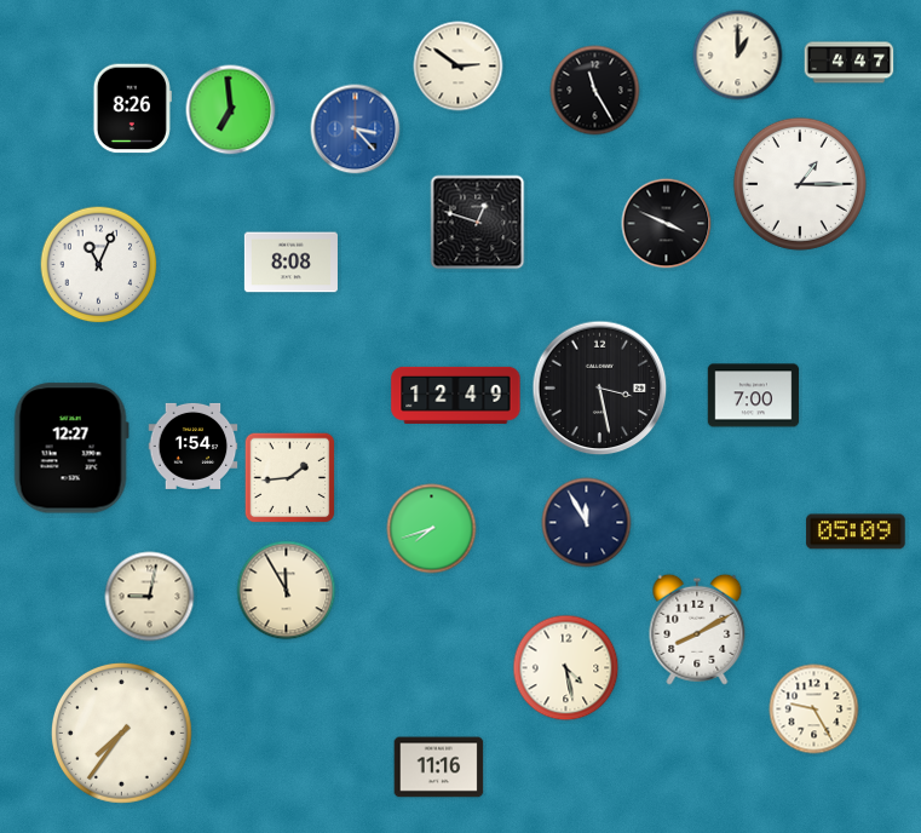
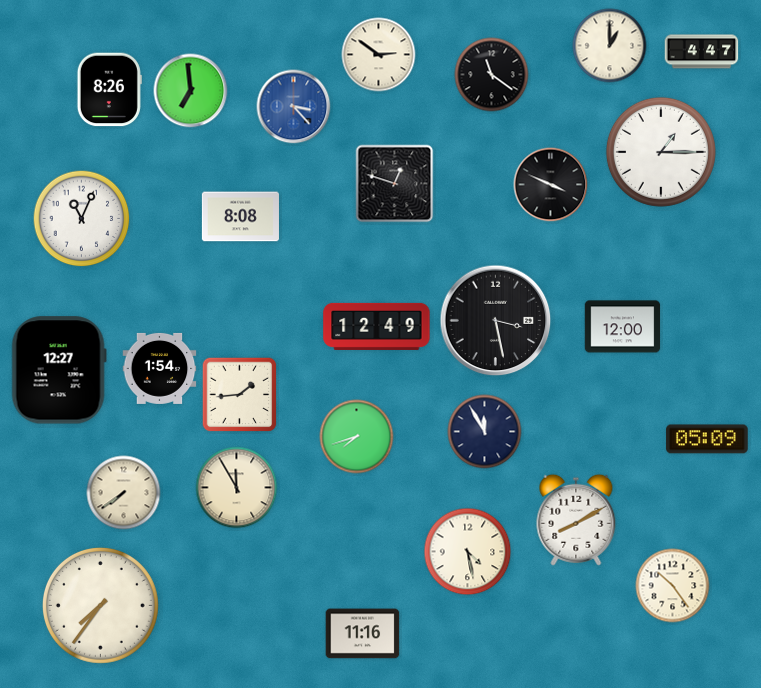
clock at (595, 91): 11:25 -> 11:21
clock at (754, 396): 7:00 -> 12:00
clock at (150, 597): 9:02 -> 7:39
clock at (814, 710): 9:25 -> 10:24
